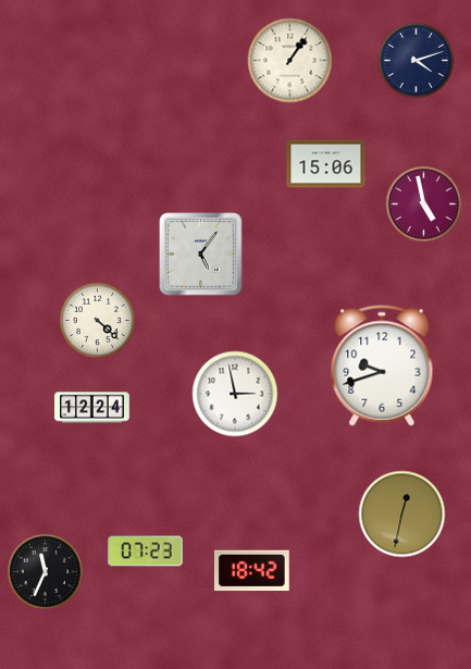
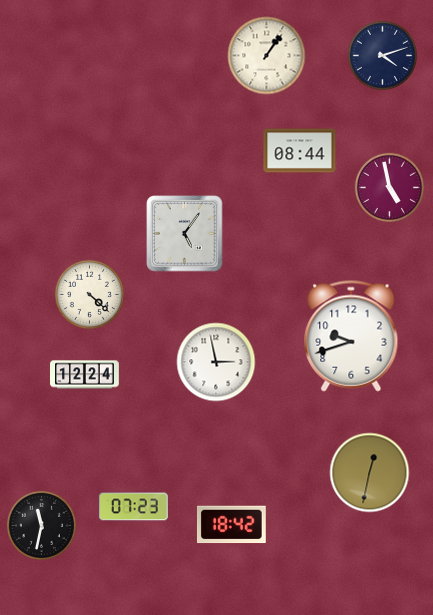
clock at (326, 164): 15:06 -> 08:44
clock at (45, 571): 11:34 -> 11:32
